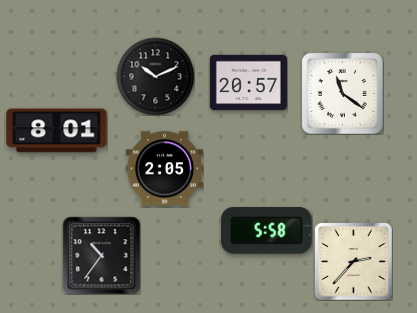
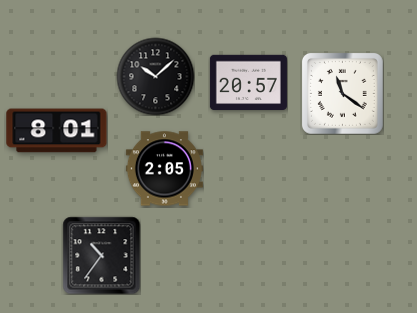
clock at (155, 76): 10:11 -> 10:08
clock at (267, 231): 5:58 -> none
clock at (354, 262): 2:37 -> none
